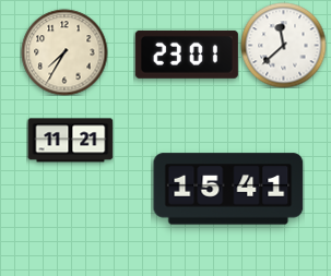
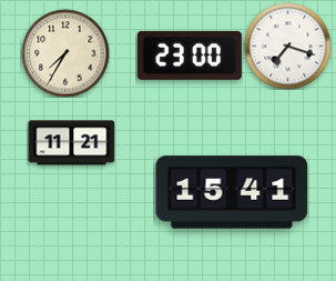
clock at (283, 45): 11:38 -> 7:18
clock at (187, 55): 23:01 -> 23:00
